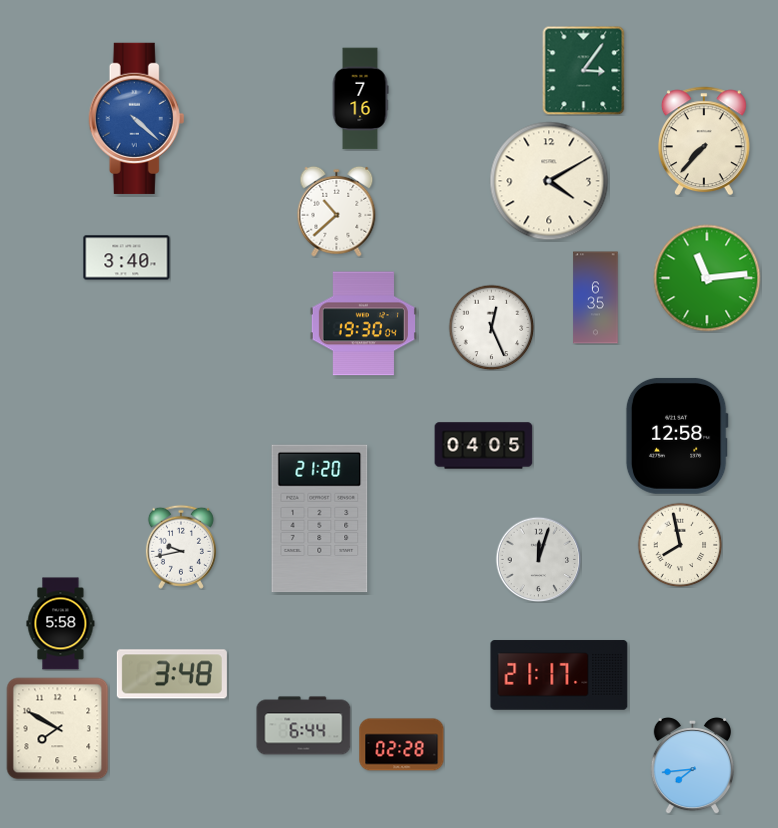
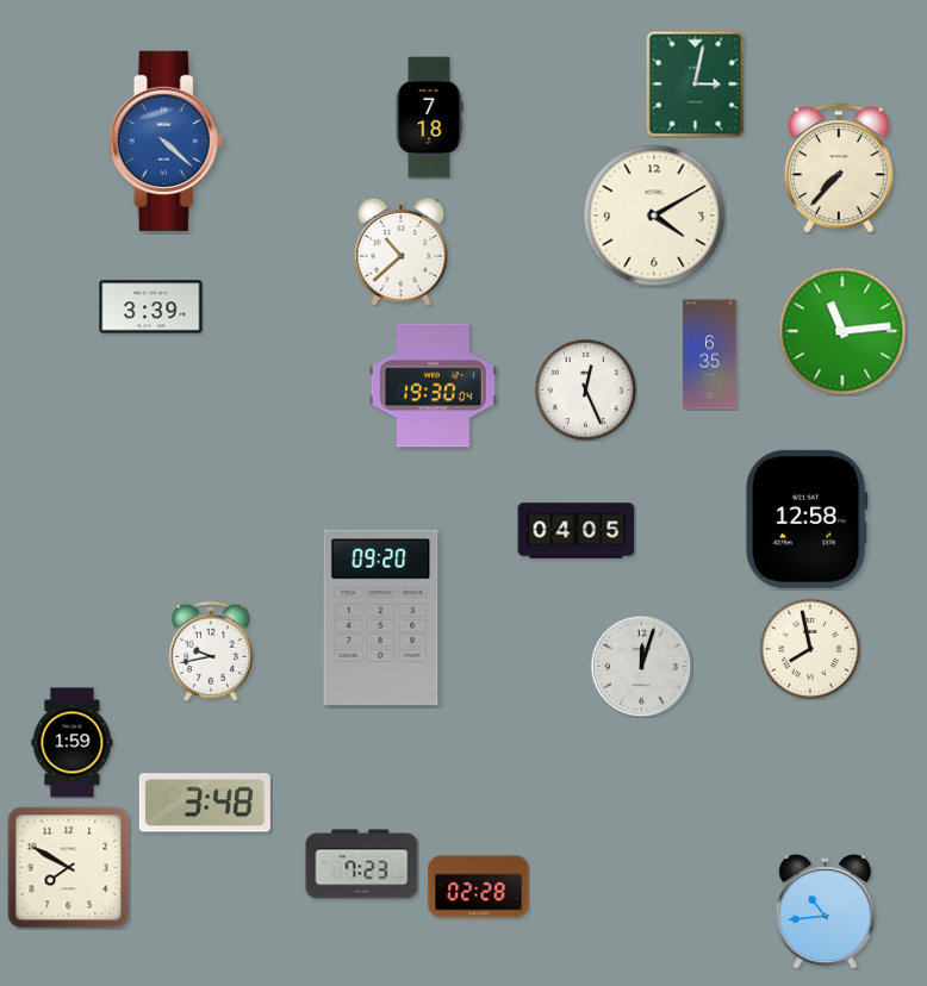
clock at (584, 70): 3:06 -> 3:02
clock at (360, 99): 7:16 -> 7:18
clock at (137, 118) position: (137, 118) -> (167, 141)
clock at (127, 258): 3:40 -> 3:39
clock at (320, 519): 21:20 -> 09:20
clock at (181, 547) position: (181, 547) -> (211, 651)
clock at (61, 624): 5:58 -> 1:59
clock at (559, 675): 21:17 -> none
clock at (304, 726): 6:44 -> 7:23
clock at (692, 765): 7:44 -> 10:44
